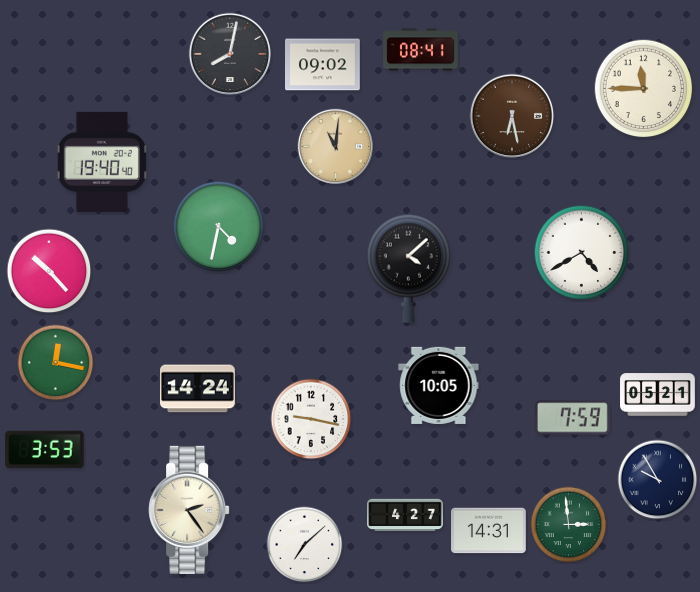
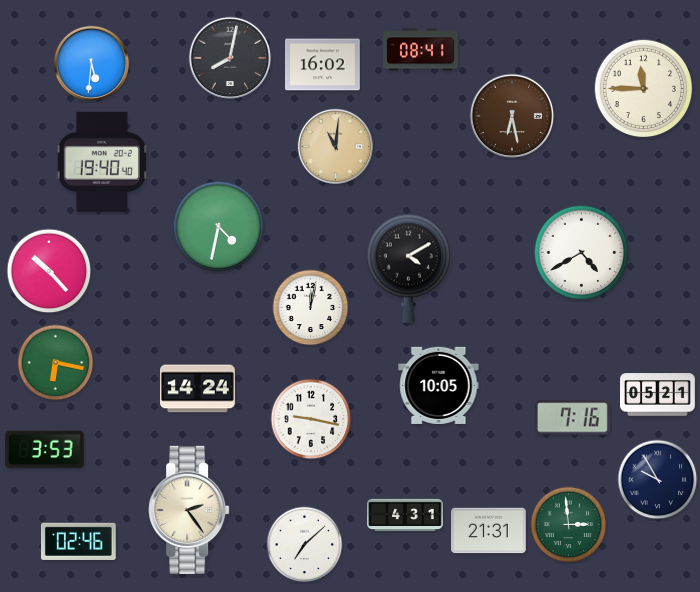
clock at (230, 54) position: (230, 54) -> (230, 58)
clock at (91, 63): none -> 5:31
clock at (323, 65): 09:02 -> 16:02
clock at (408, 268): 4:08 -> 4:10
clock at (311, 308): none -> 12:02
clock at (56, 363): 12:17 -> 6:17
clock at (572, 418): 7:59 -> 7:16
clock at (405, 515): 4:27 -> 4:31
clock at (489, 531): 14:31 -> 21:31
clock at (78, 541): none -> 02:46
